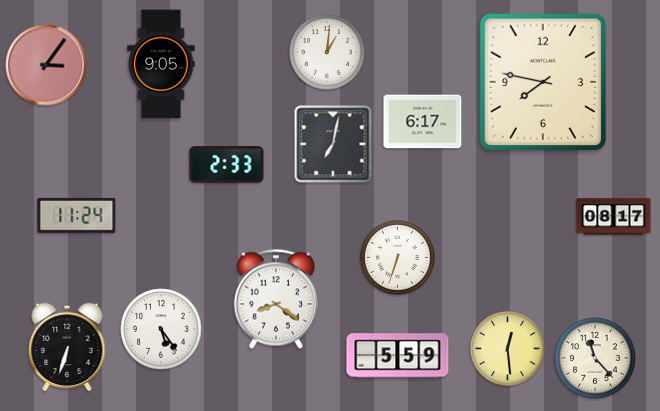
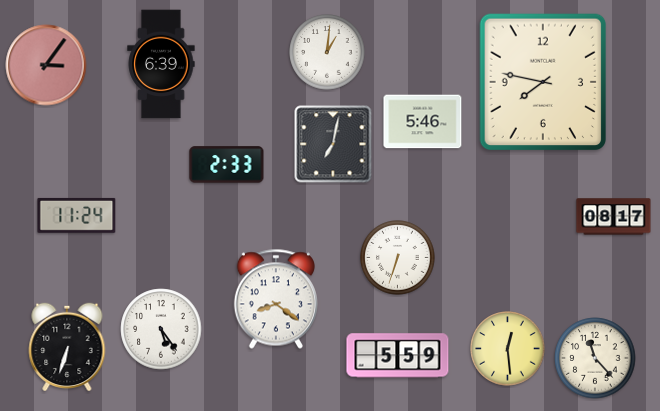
clock at (161, 64): 9:05 -> 6:39
clock at (423, 122): 6:17 -> 5:46
